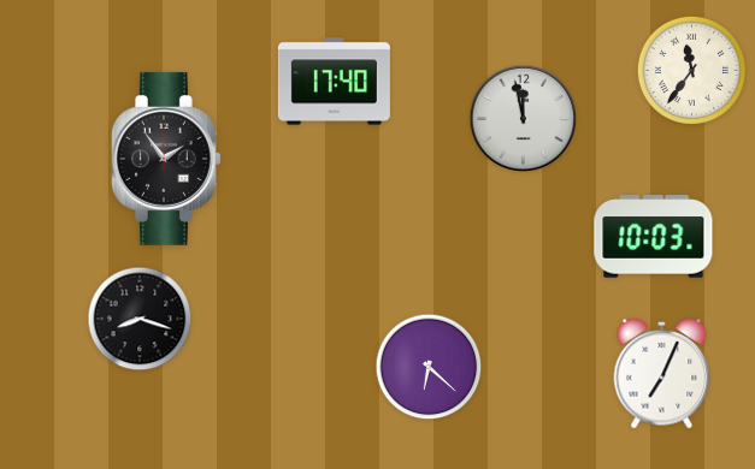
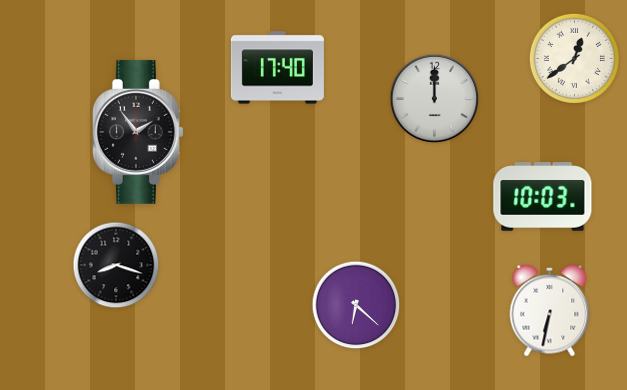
clock at (691, 70): 11:36 -> 12:39
clock at (524, 119): 11:58 -> 12:00
clock at (662, 373): 7:04 -> 6:32
